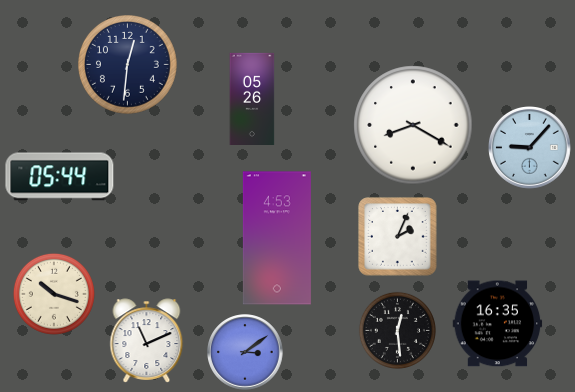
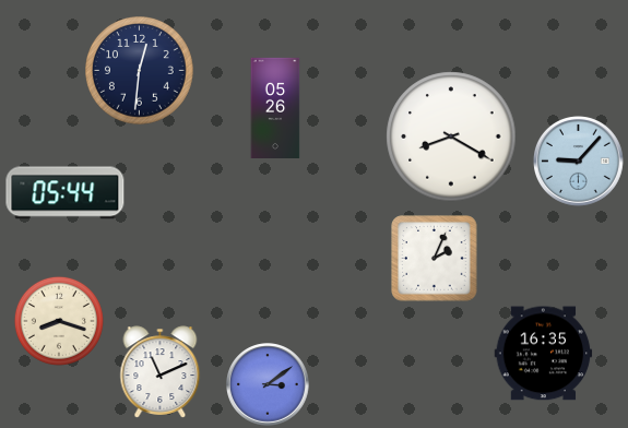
clock at (277, 238): 4:53 -> none
clock at (54, 294): 10:18 -> 8:18
clock at (397, 330): 12:29 -> none
